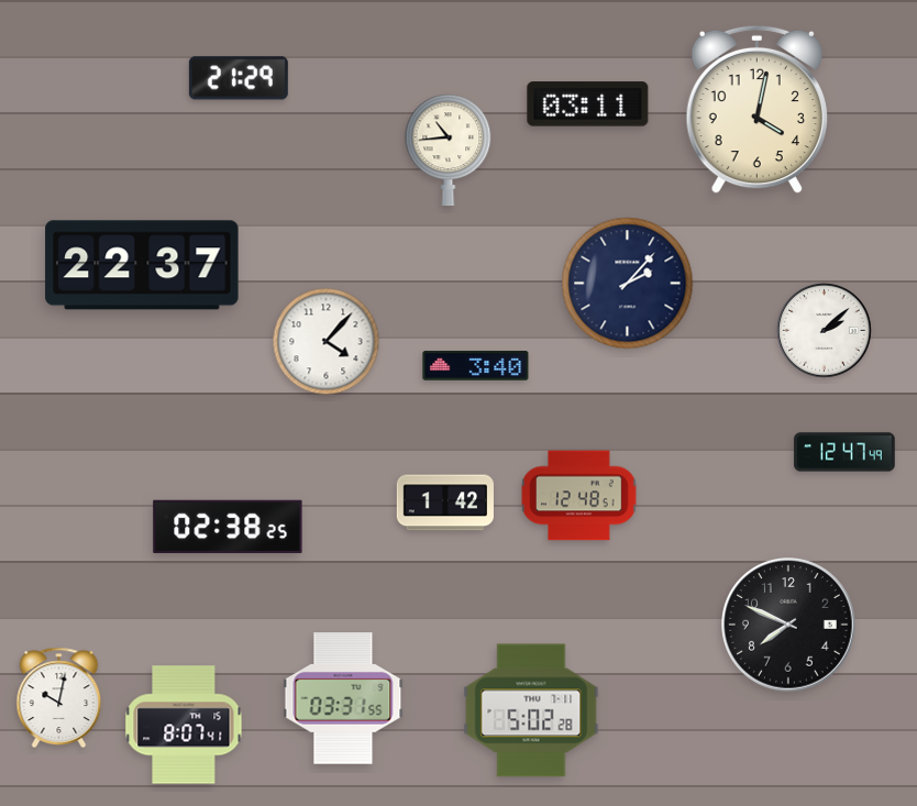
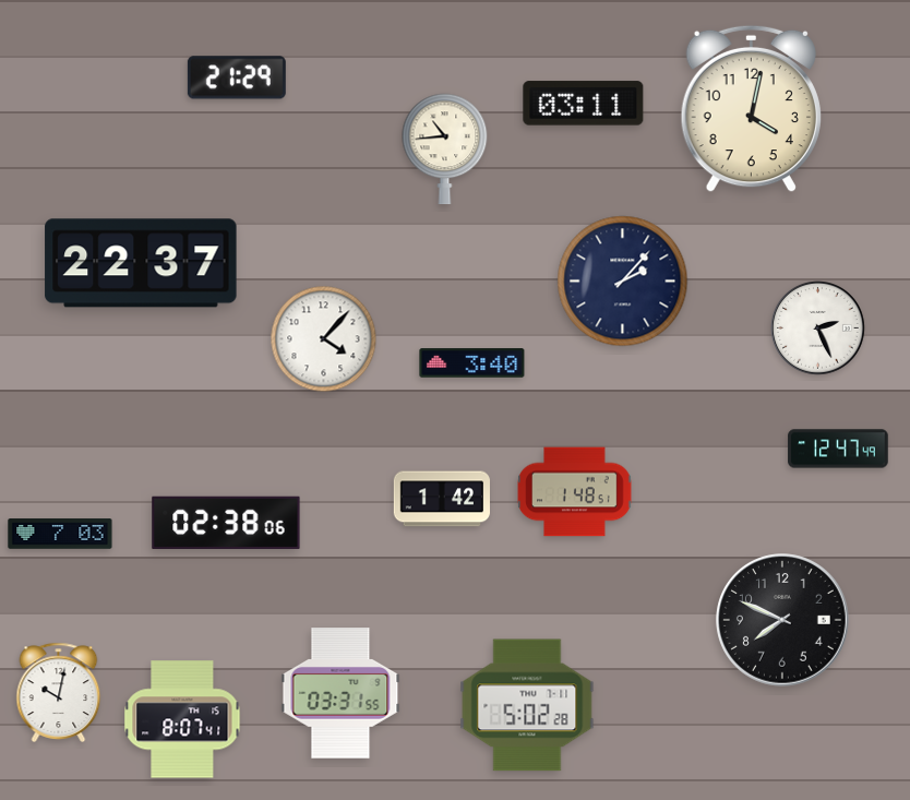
clock at (825, 331): 2:08 -> 2:26
clock at (579, 496): 12:48 -> 1:48
clock at (228, 527): 02:38:25 -> 02:38:06
clock at (60, 534): none -> 7:03
